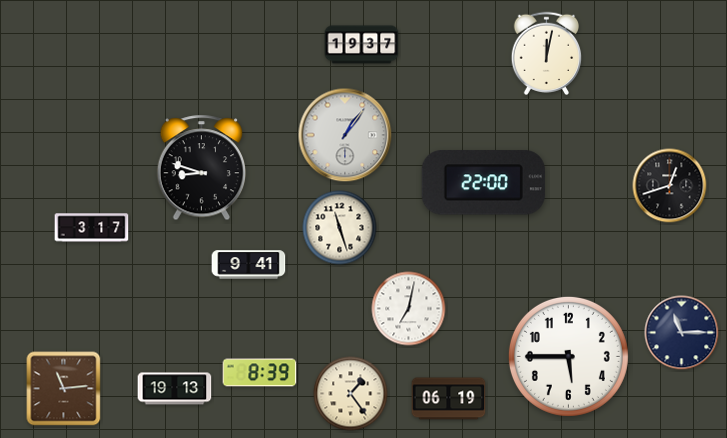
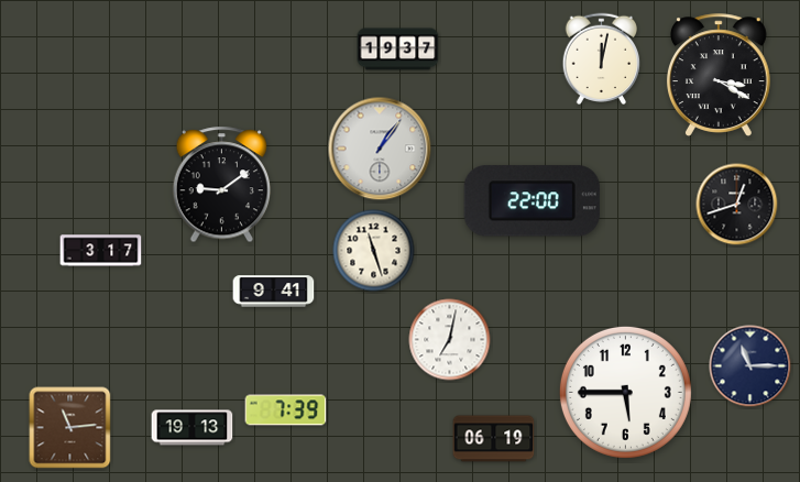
clock at (719, 75): none -> 3:20
clock at (202, 168): 8:48 -> 9:09
clock at (260, 373): 8:39 -> 7:39
clock at (351, 394): 1:24 -> none
